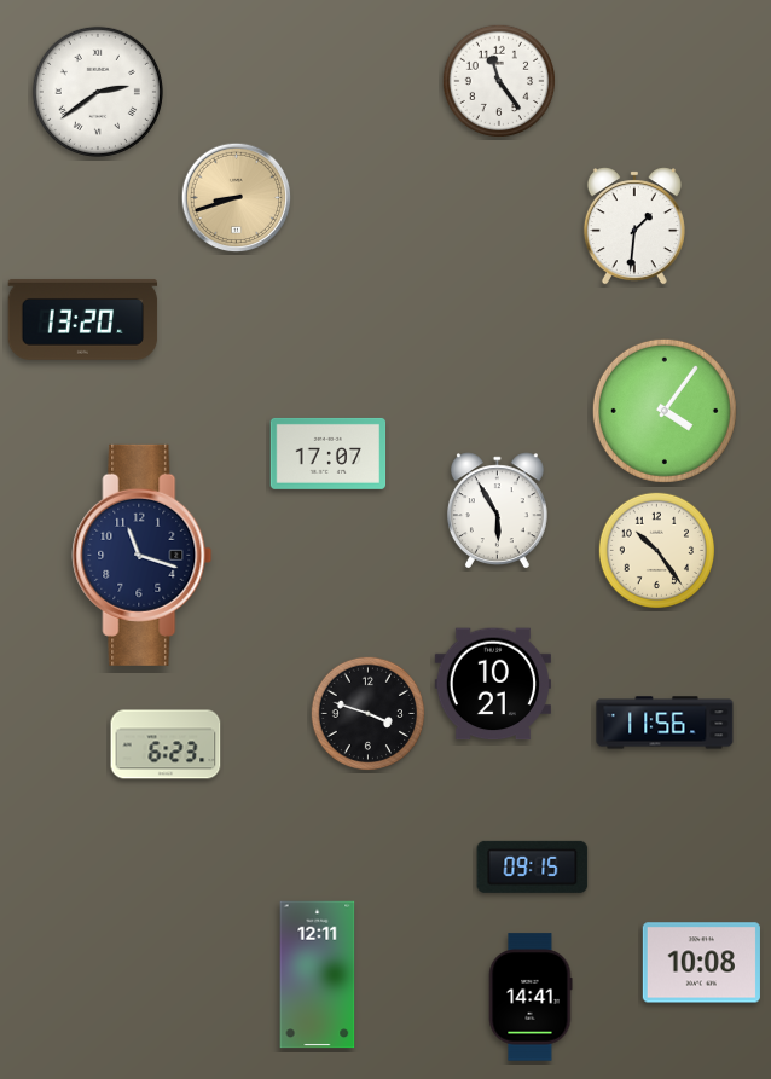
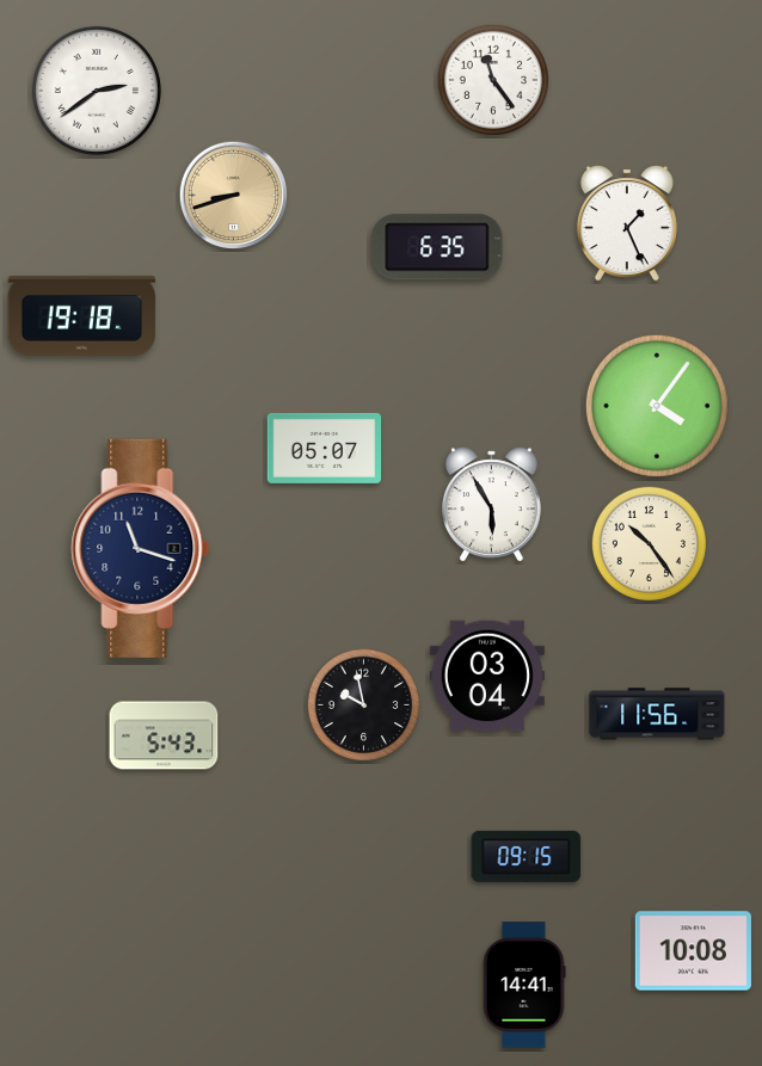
clock at (634, 226): 1:31 -> 1:26
clock at (437, 247): none -> 6:35
clock at (83, 319): 13:20 -> 19:18
clock at (329, 453): 17:07 -> 05:07
clock at (492, 684): 10:21 -> 03:04
clock at (367, 713): 3:48 -> 9:58
clock at (166, 744): 6:23 -> 5:43
clock at (318, 975): 12:11 -> none
